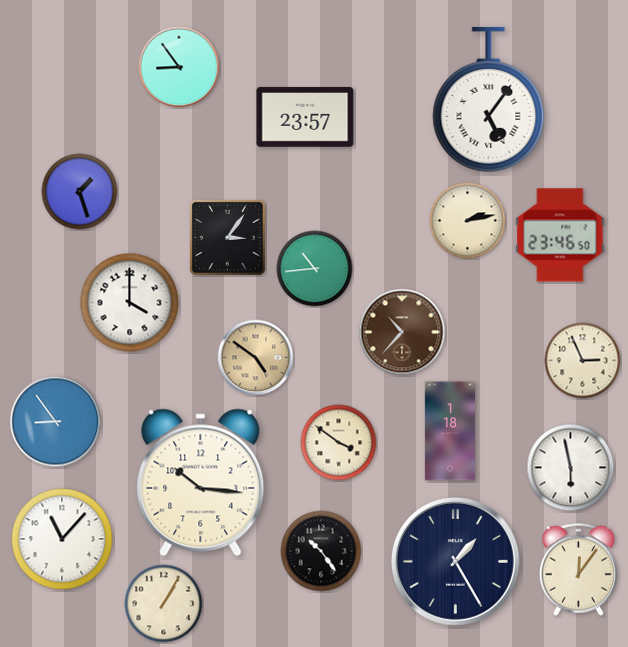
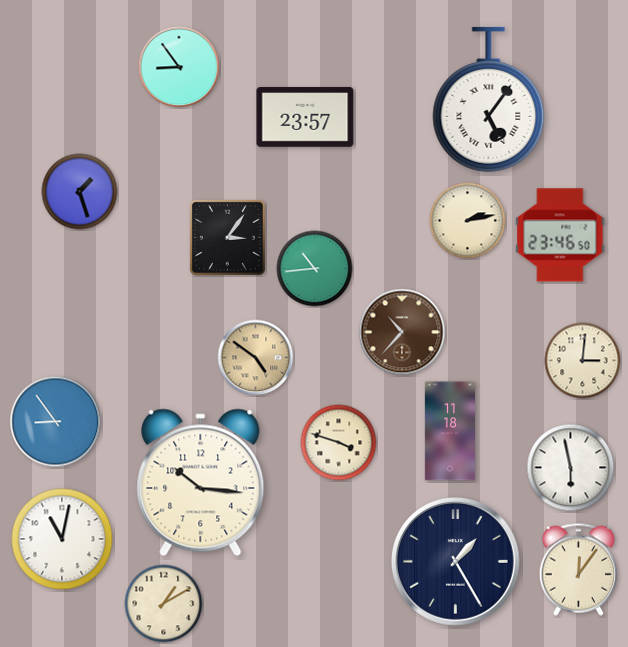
clock at (130, 303): 4:00 -> none
clock at (583, 361): 2:56 -> 3:01
clock at (450, 431): 1:18 -> 11:18
clock at (339, 443): 3:51 -> 3:48
clock at (62, 539): 11:07 -> 11:02
clock at (321, 551): 10:24 -> none
clock at (164, 604): 1:05 -> 1:10
